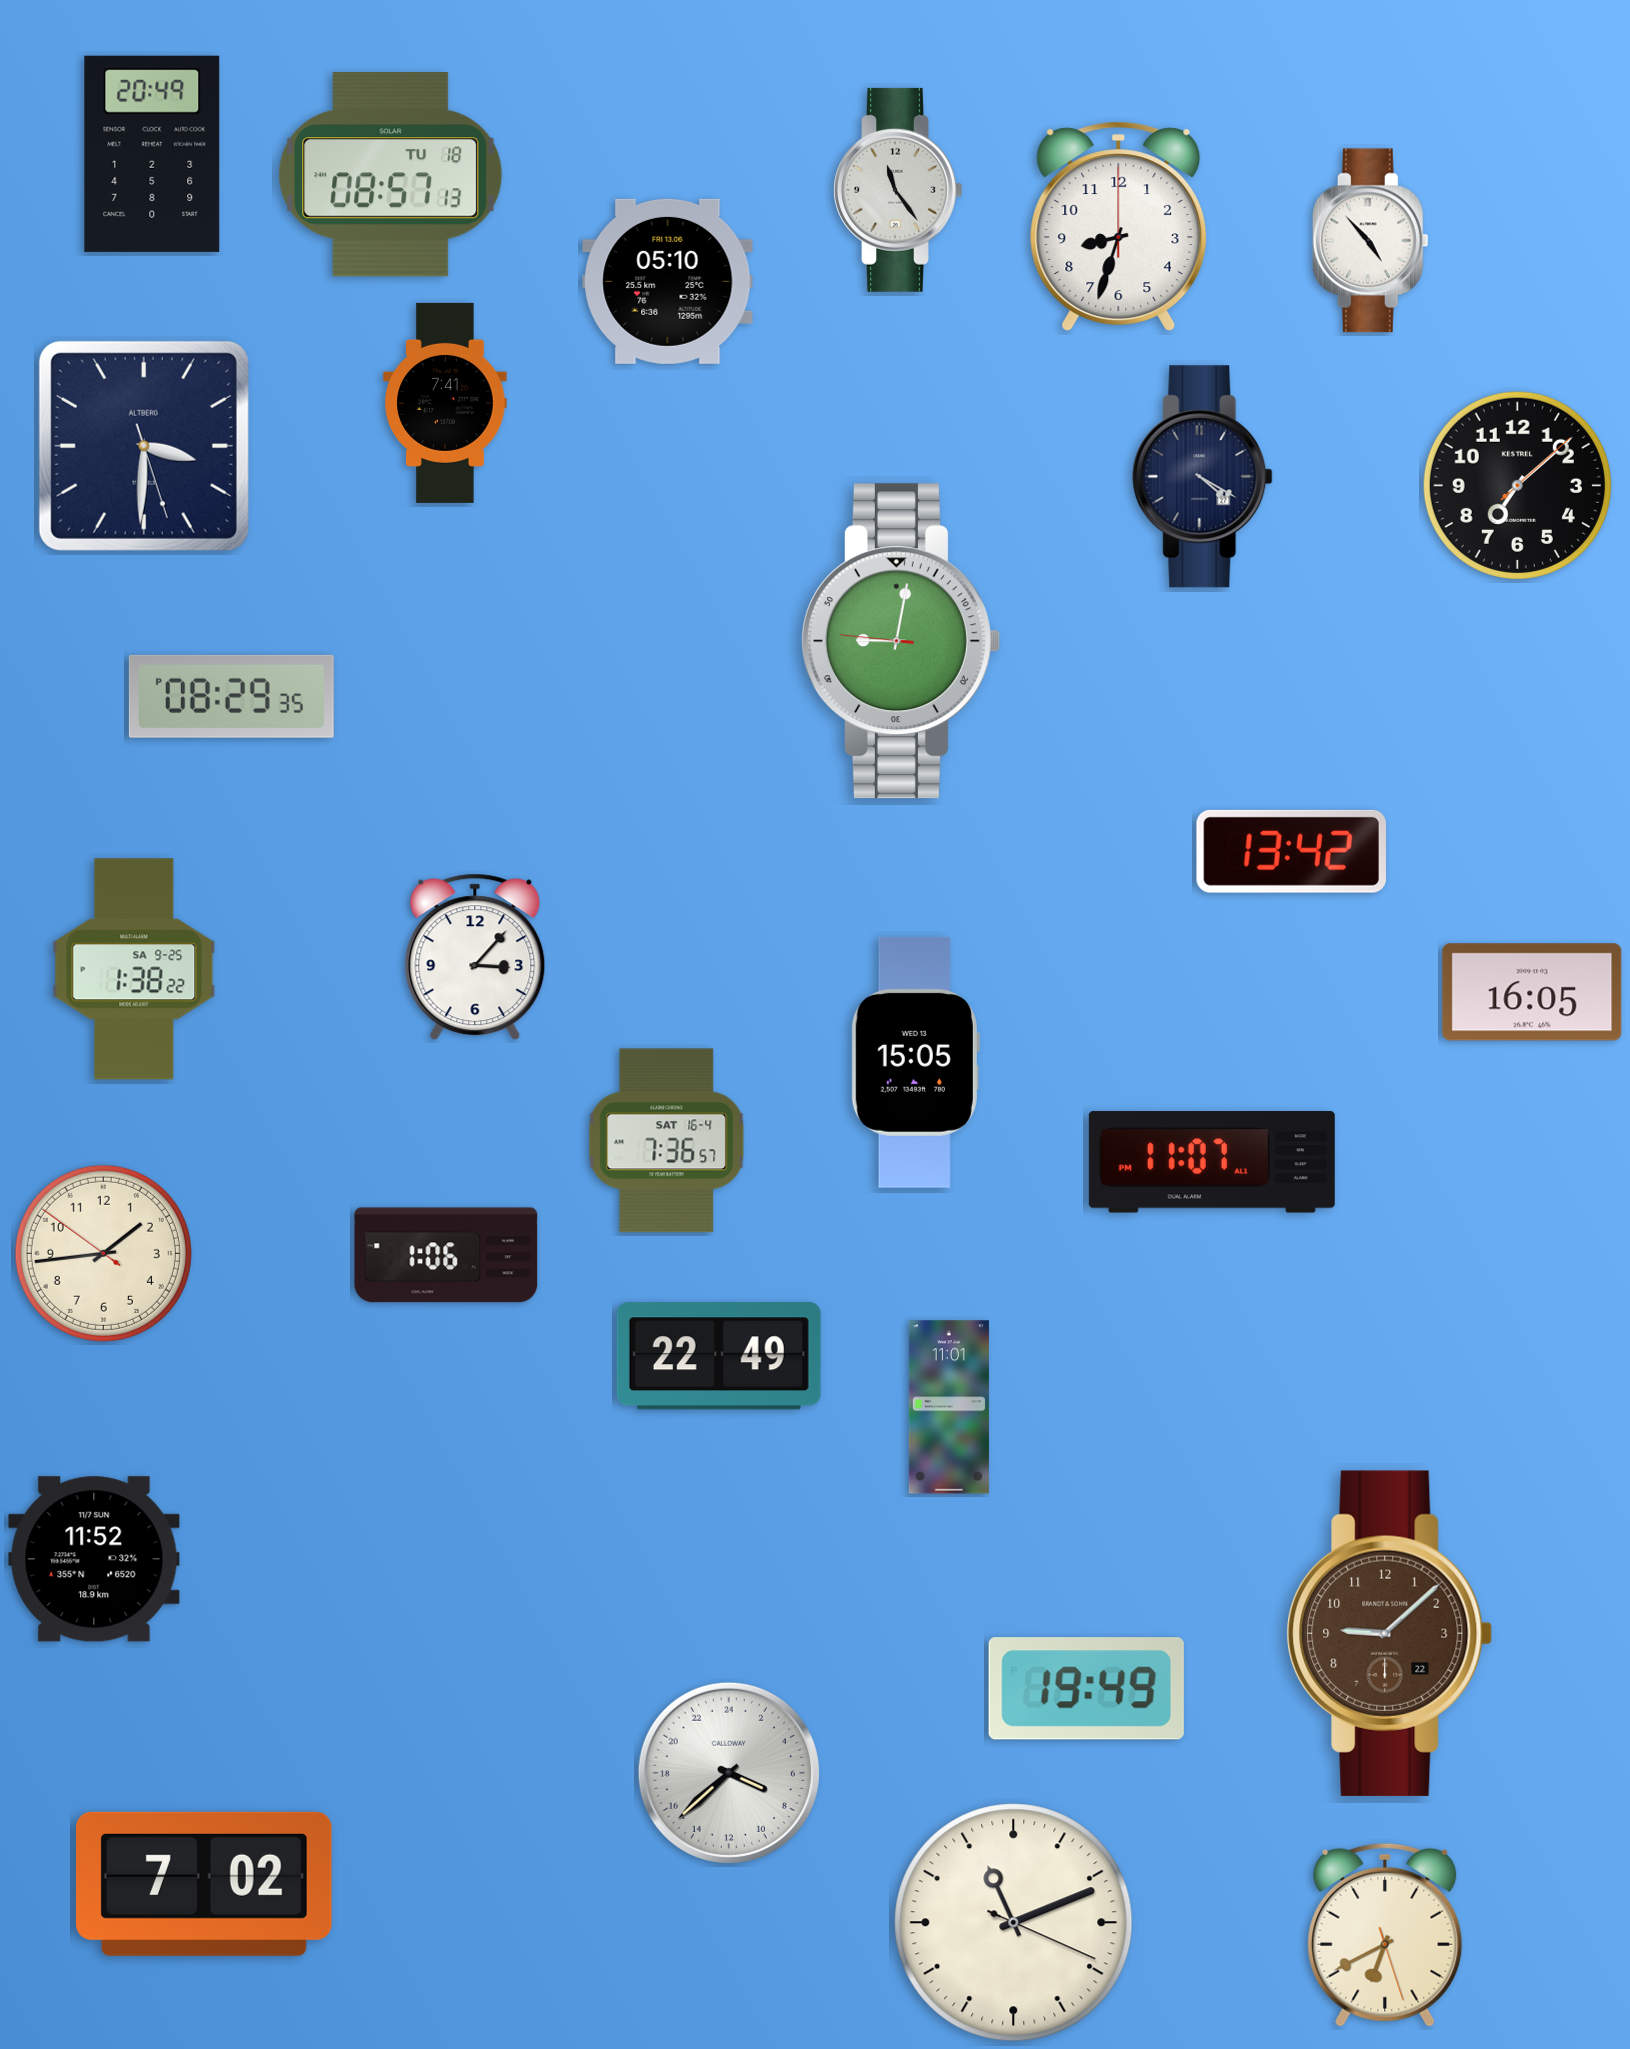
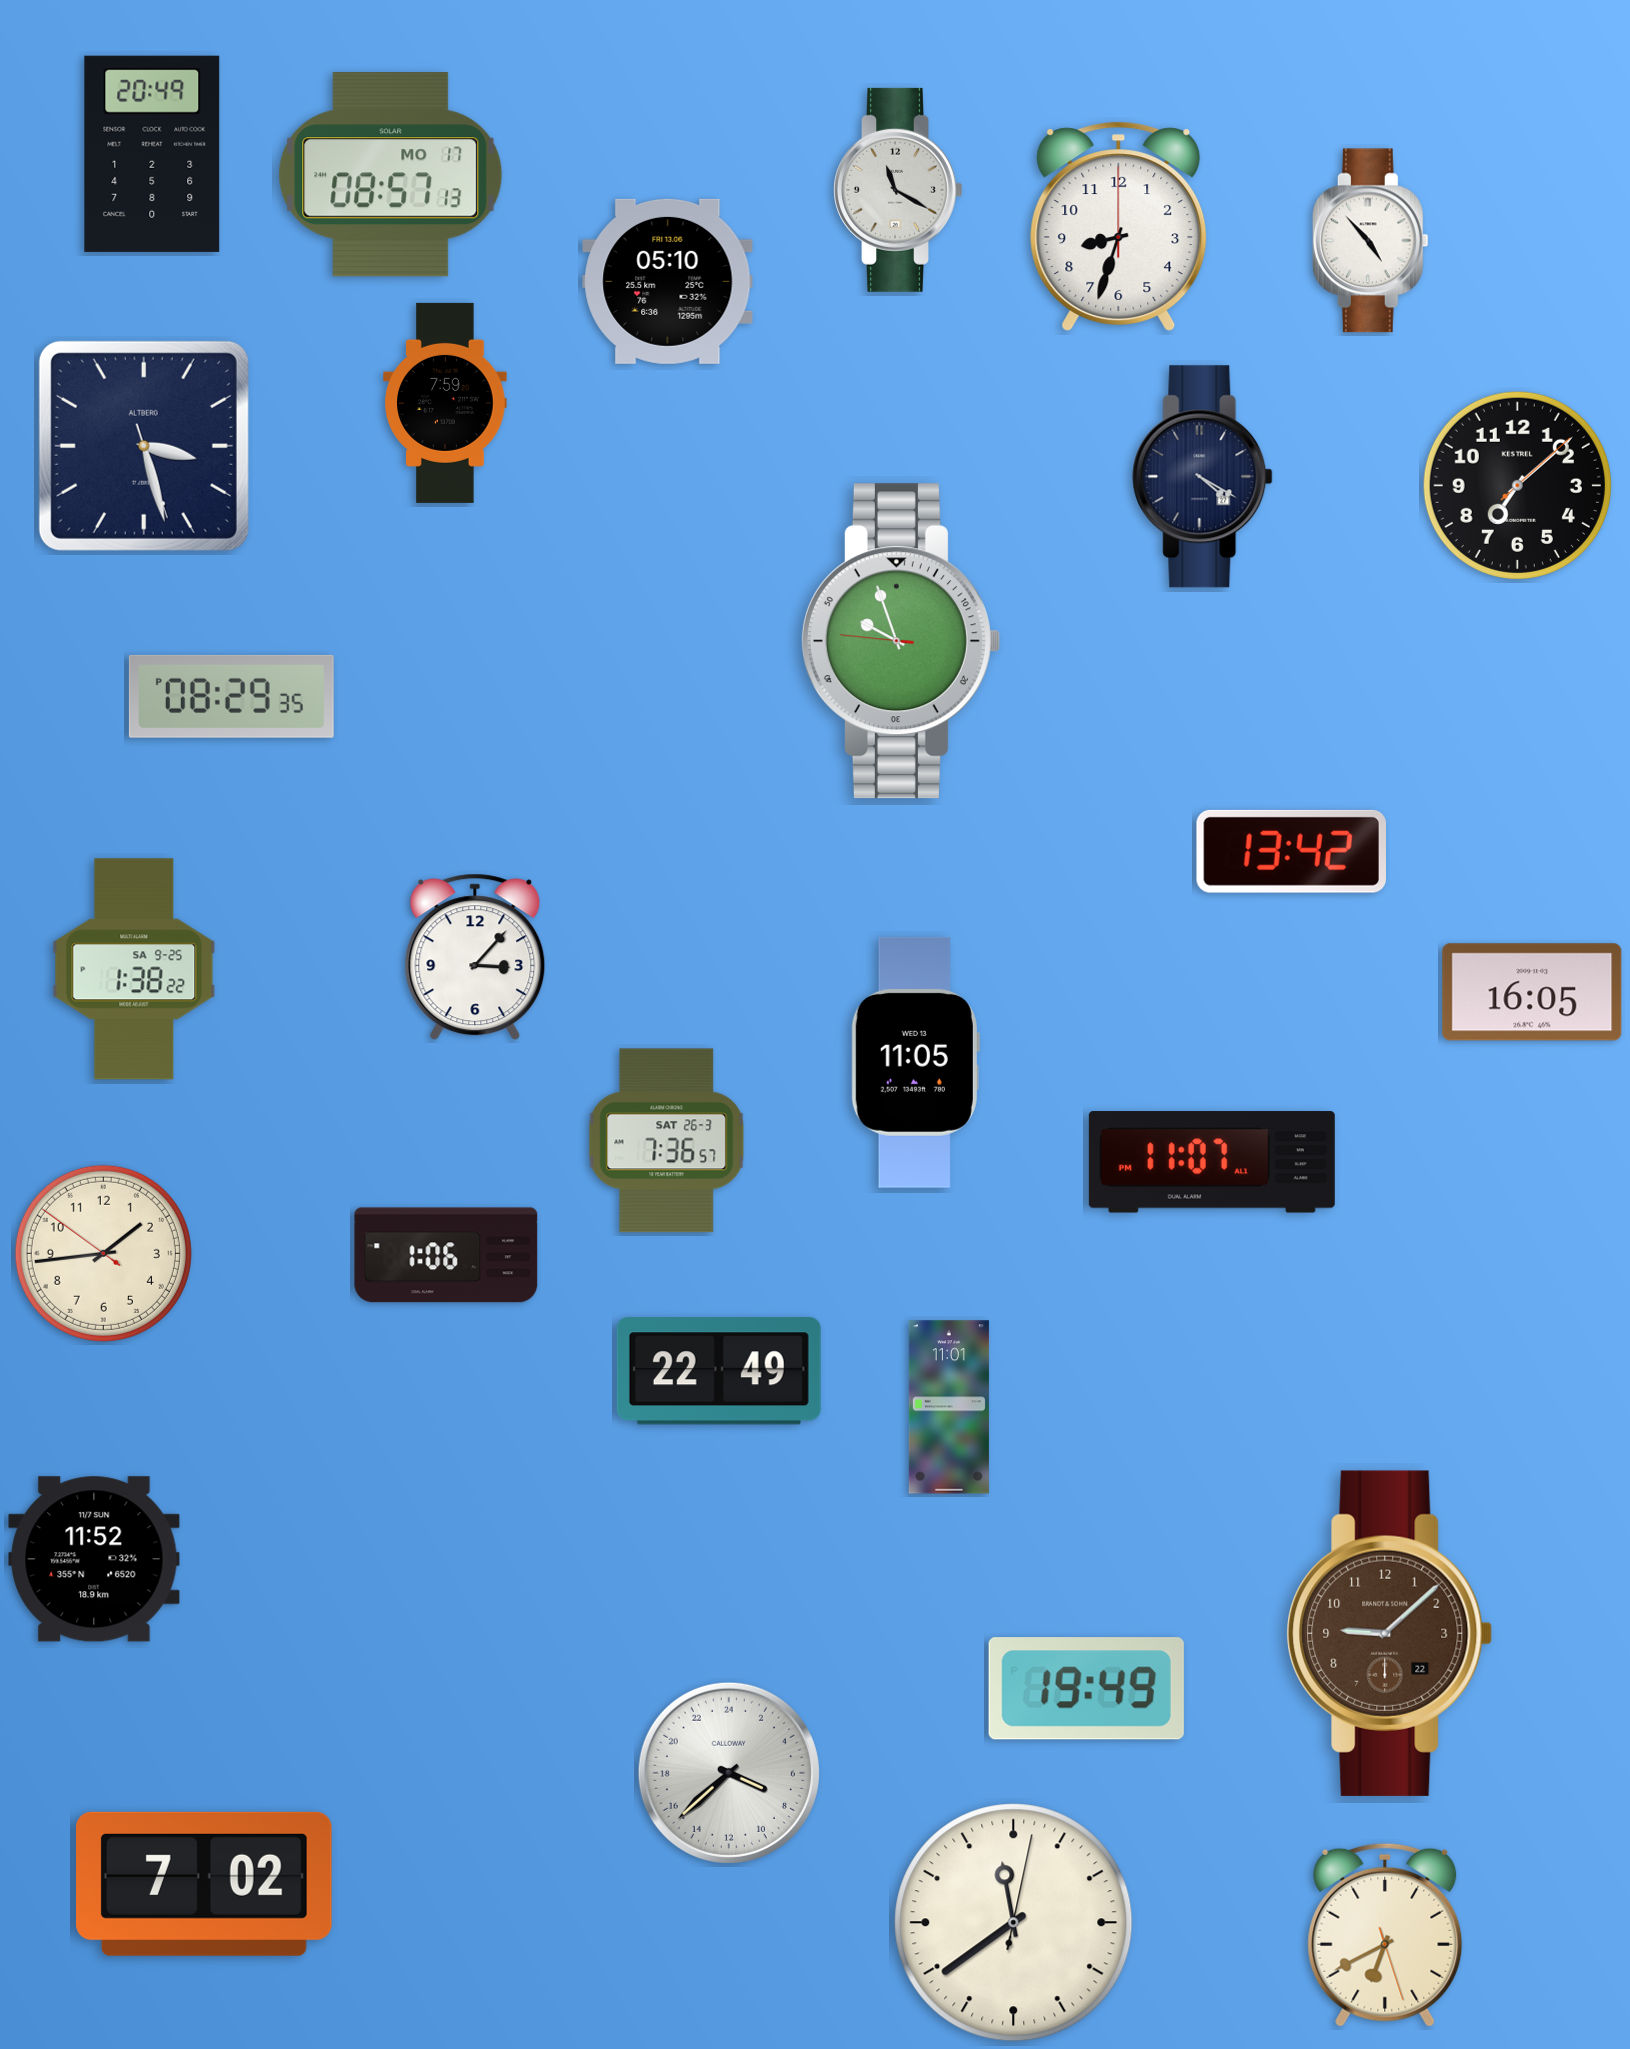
clock at (391, 175) date: TU 18 -> MO 17
clock at (898, 190): 11:24 -> 11:20
clock at (445, 403): 7:41 -> 7:59
clock at (144, 446): 3:30 -> 3:27
clock at (900, 641): 9:01 -> 9:56
clock at (915, 1062): 15:05 -> 11:05
clock at (667, 1141) date: SAT 16-4 -> SAT 26-3
clock at (719, 1356) position: (719, 1356) -> (719, 1371)
clock at (1014, 1923): 11:11 -> 11:39
